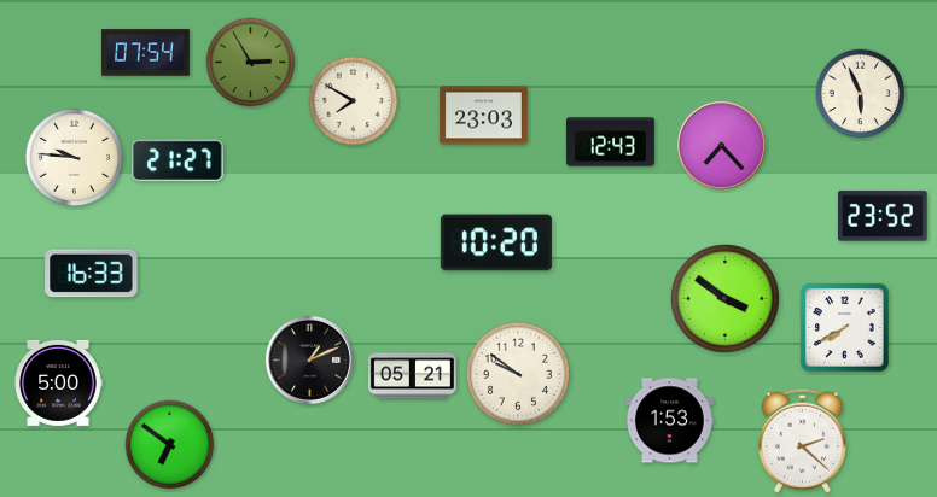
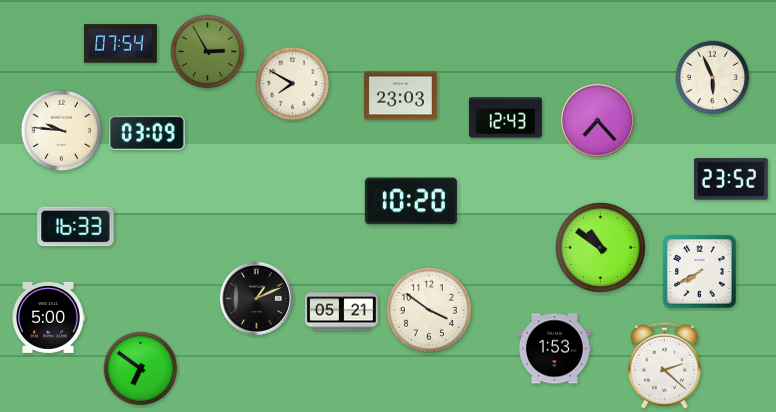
clock at (177, 160): 21:27 -> 03:09
clock at (724, 298): 3:51 -> 10:51
clock at (518, 374): 9:51 -> 3:51
